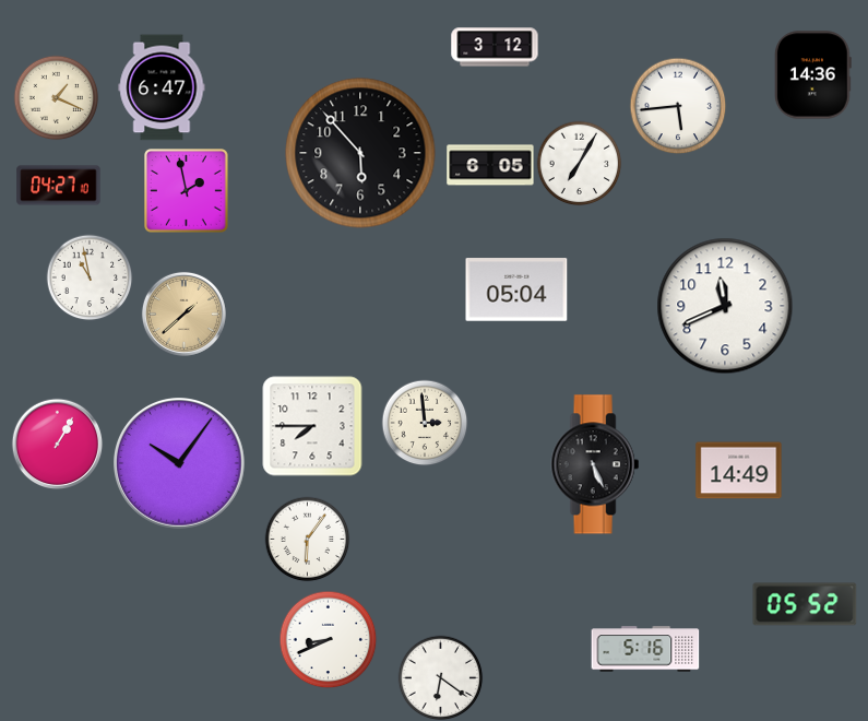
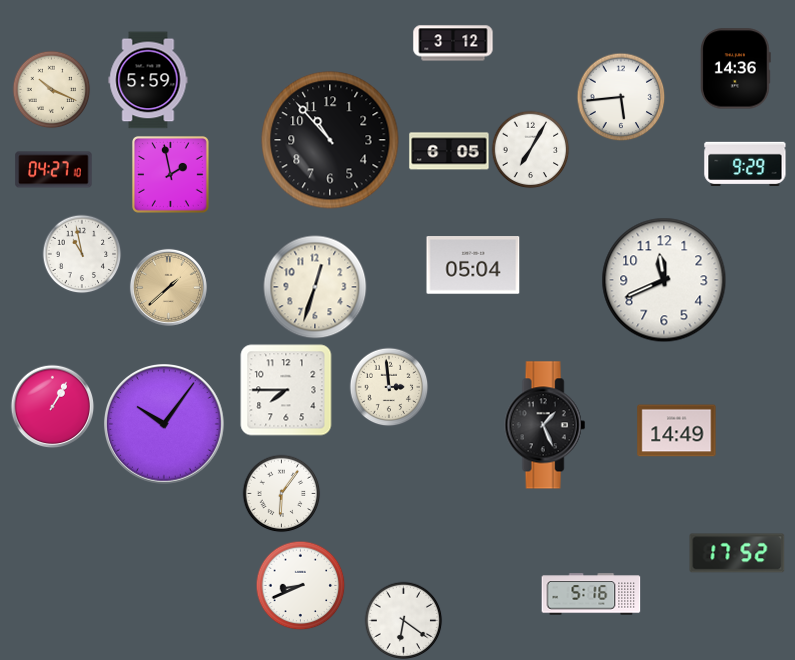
clock at (812, 75) position: (812, 75) -> (735, 69)
clock at (162, 87): 6:47 -> 5:59
clock at (56, 97): 1:19 -> 10:19
clock at (360, 153): 5:53 -> 10:53
clock at (745, 163): none -> 9:29
clock at (315, 287): none -> 12:33
clock at (595, 464): 5:26 -> 1:26
clock at (805, 604): 05:52 -> 17:52
